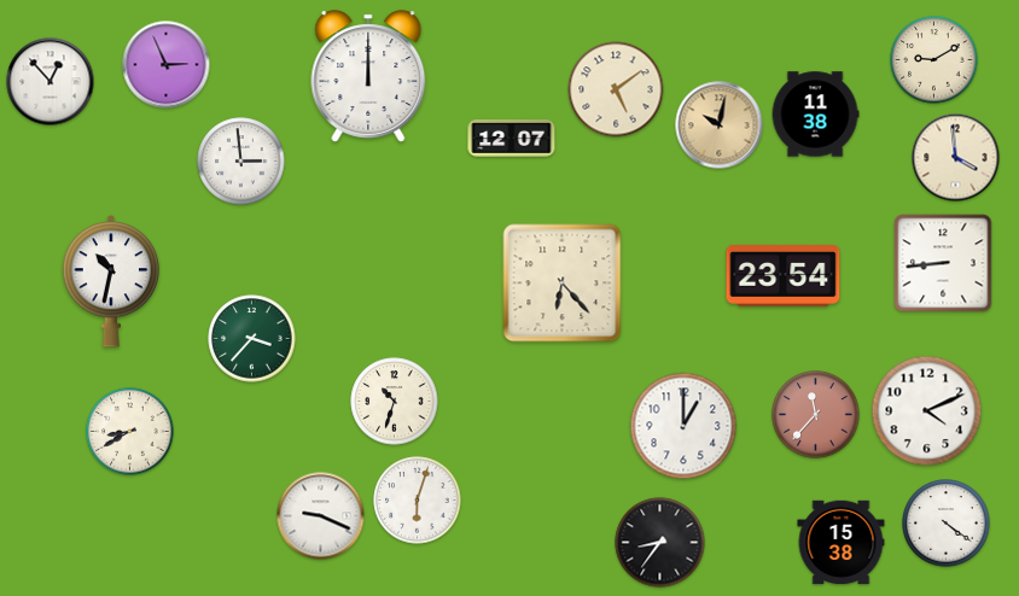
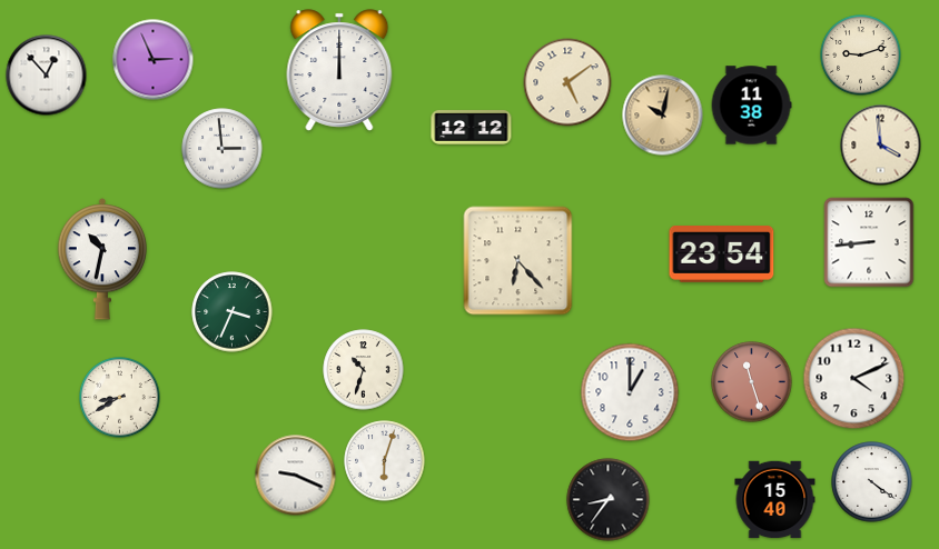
clock at (934, 60): 9:10 -> 9:12
clock at (512, 139): 12:07 -> 12:12
clock at (252, 339): 3:37 -> 3:34
clock at (816, 415): 11:37 -> 11:27
clock at (842, 543): 15:38 -> 15:40
